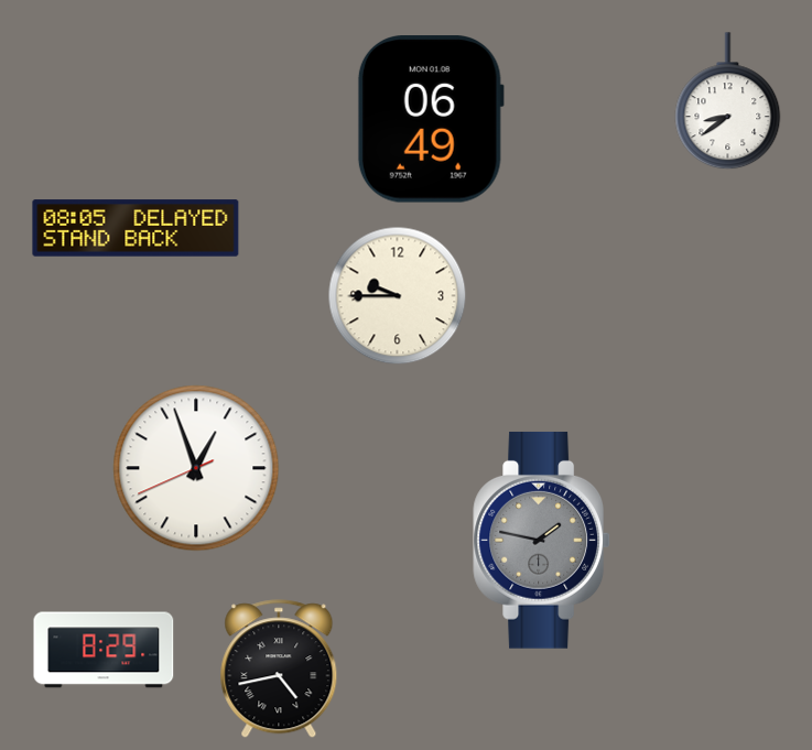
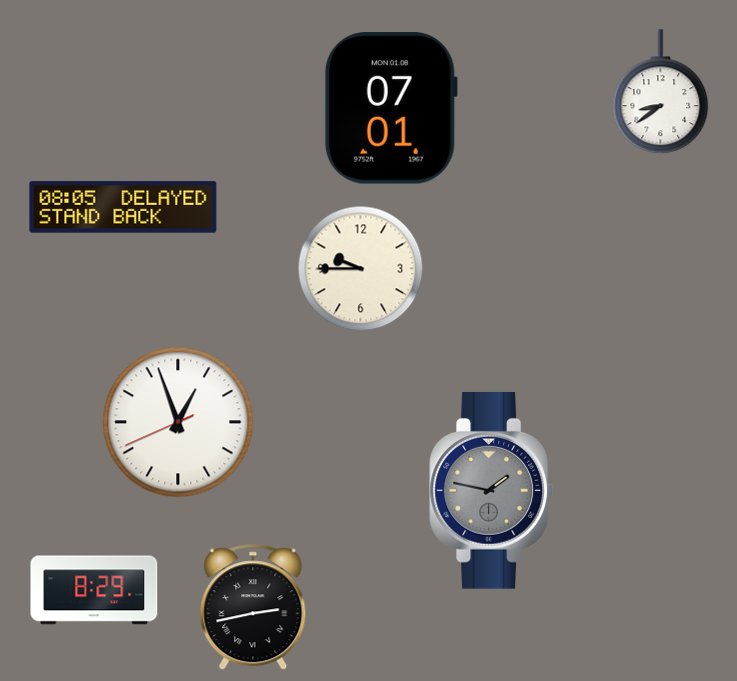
clock at (431, 119): 06:49 -> 07:01
clock at (196, 468) position: (196, 468) -> (178, 422)
clock at (279, 670): 4:43 -> 2:43
